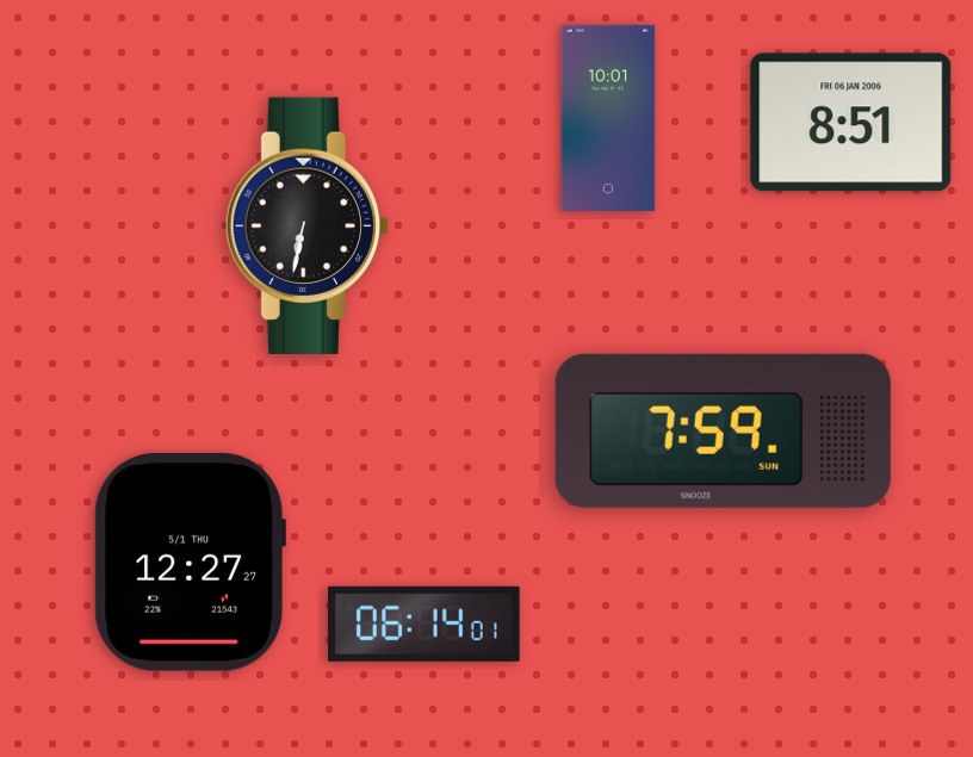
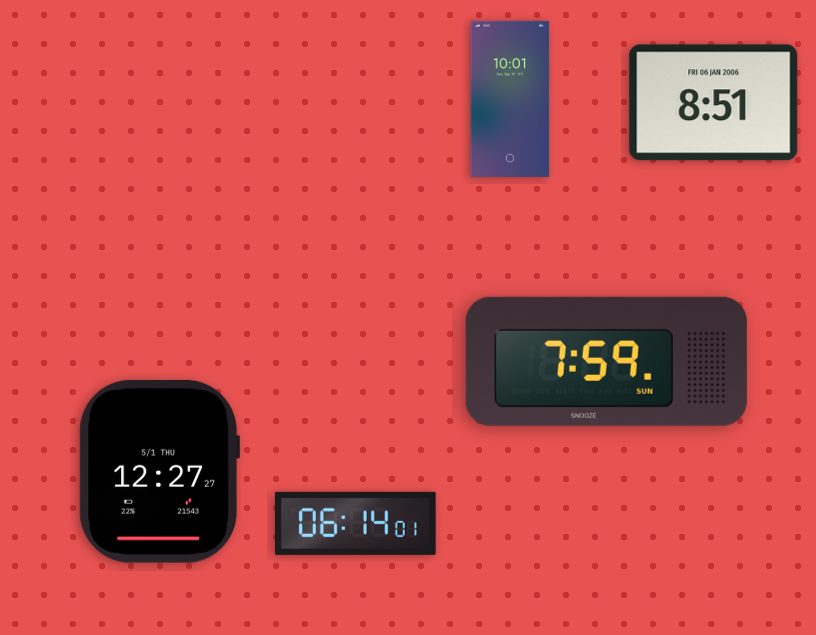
clock at (306, 227): 6:32 -> none
